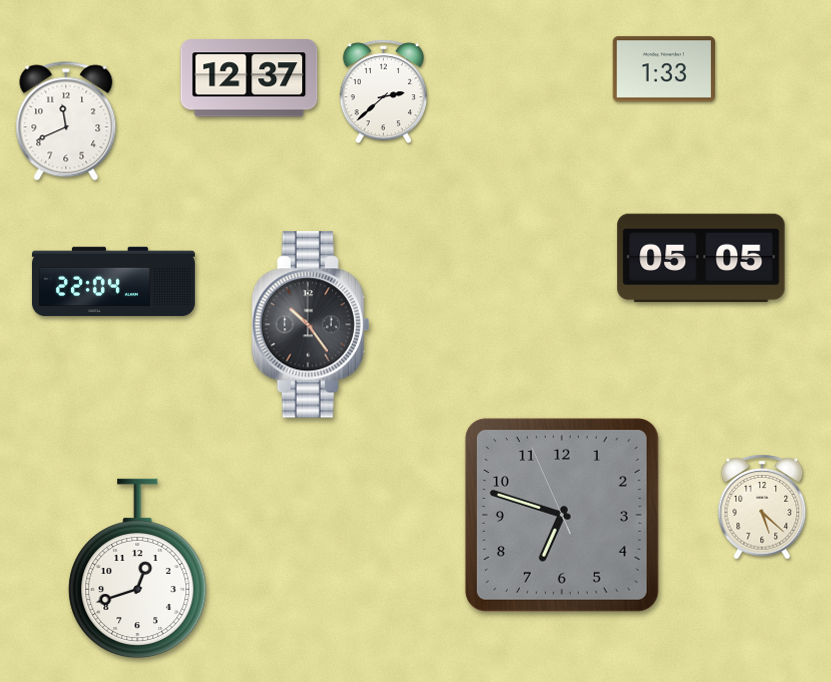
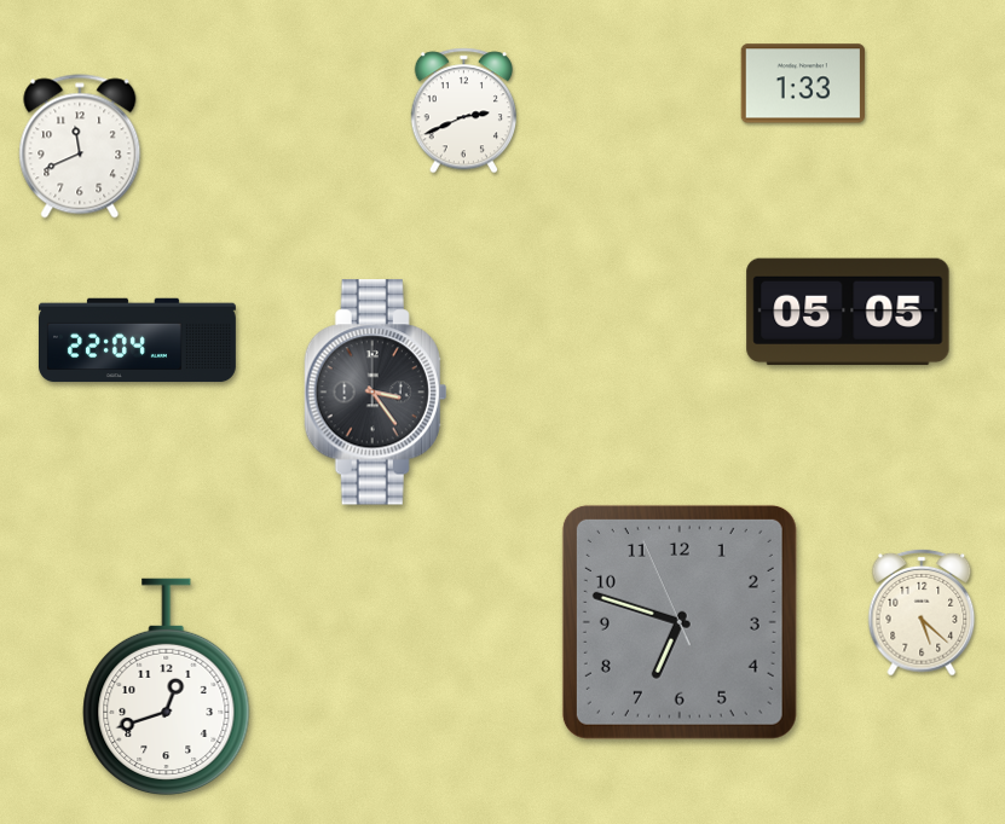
clock at (249, 78): 12:37 -> none
clock at (383, 92): 2:38 -> 2:41
clock at (311, 325): 10:24 -> 3:24
